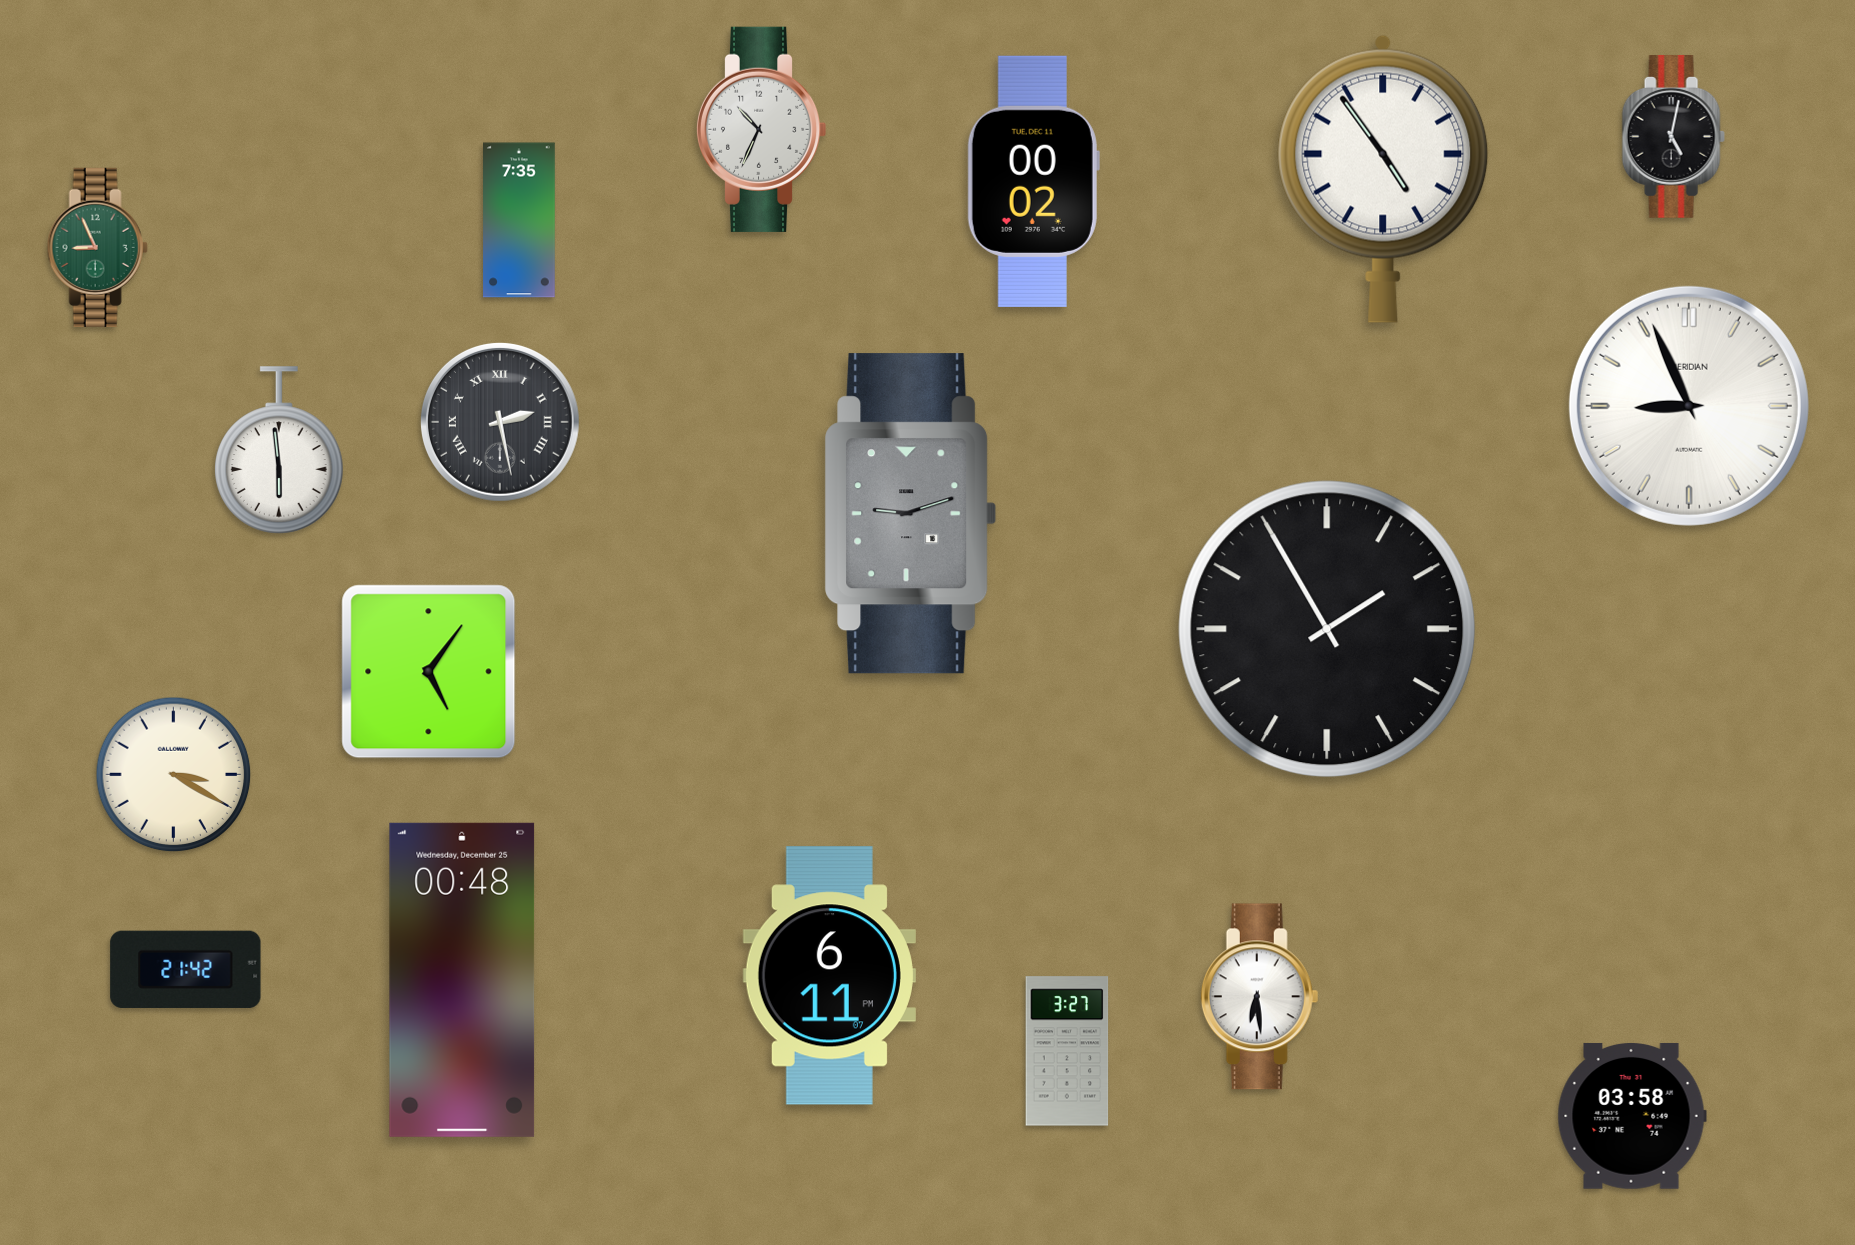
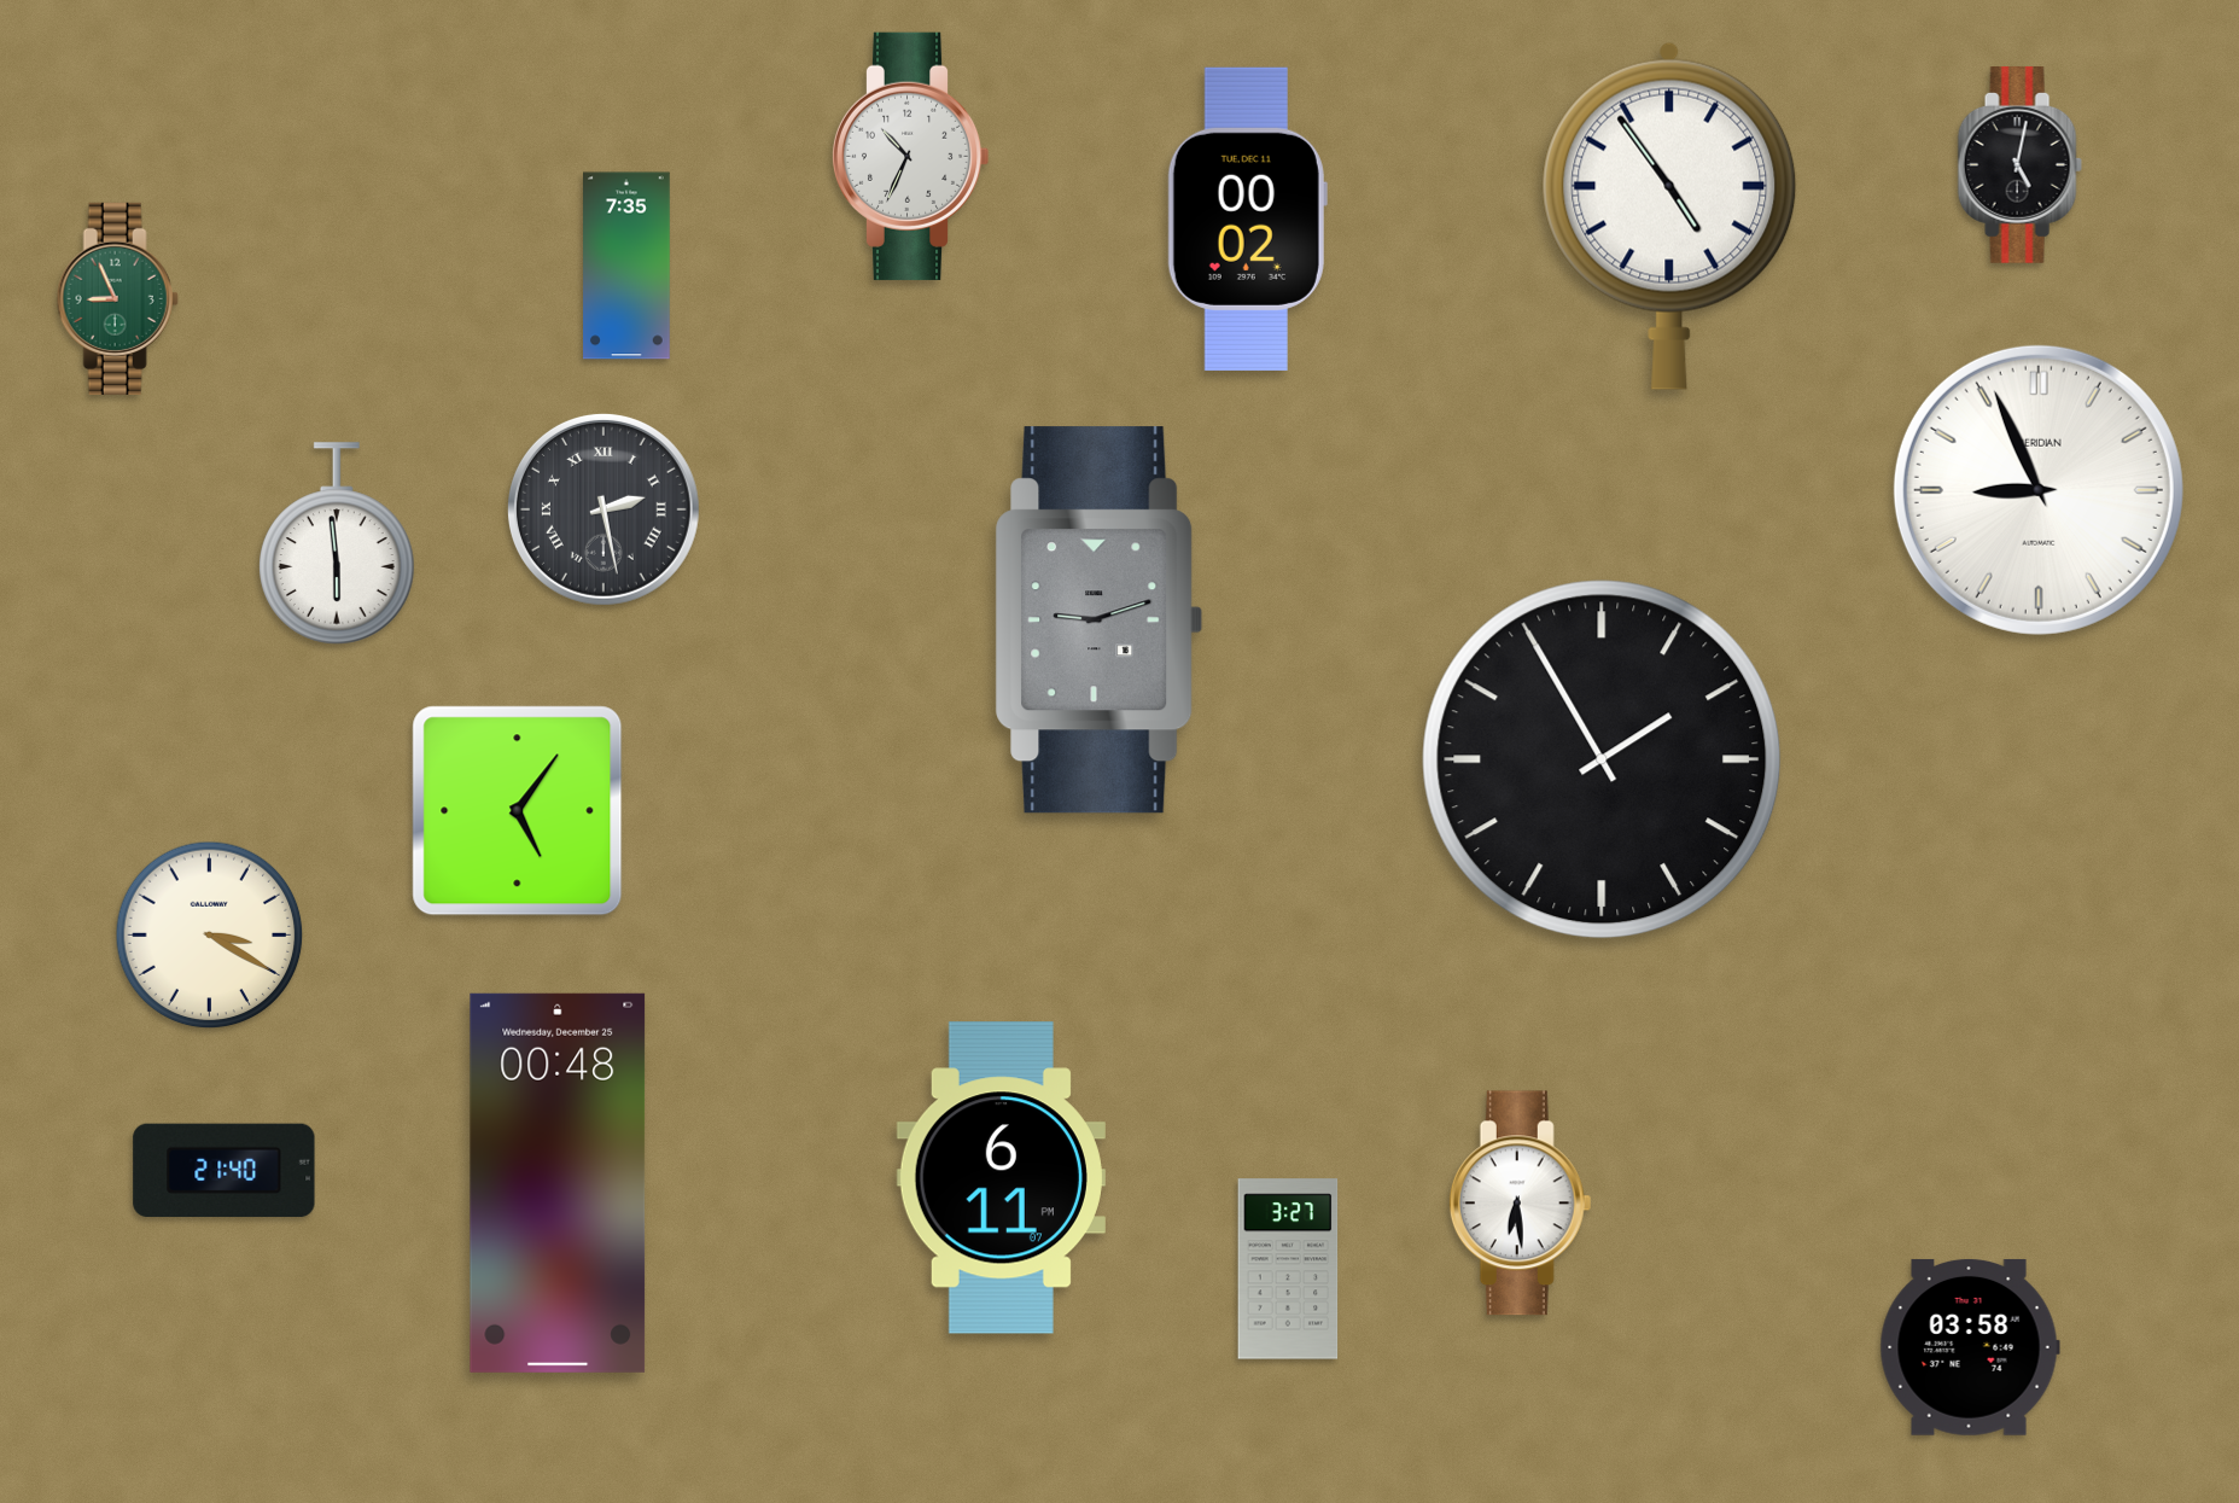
clock at (761, 129) position: (761, 129) -> (910, 156)
clock at (186, 969): 21:42 -> 21:40
